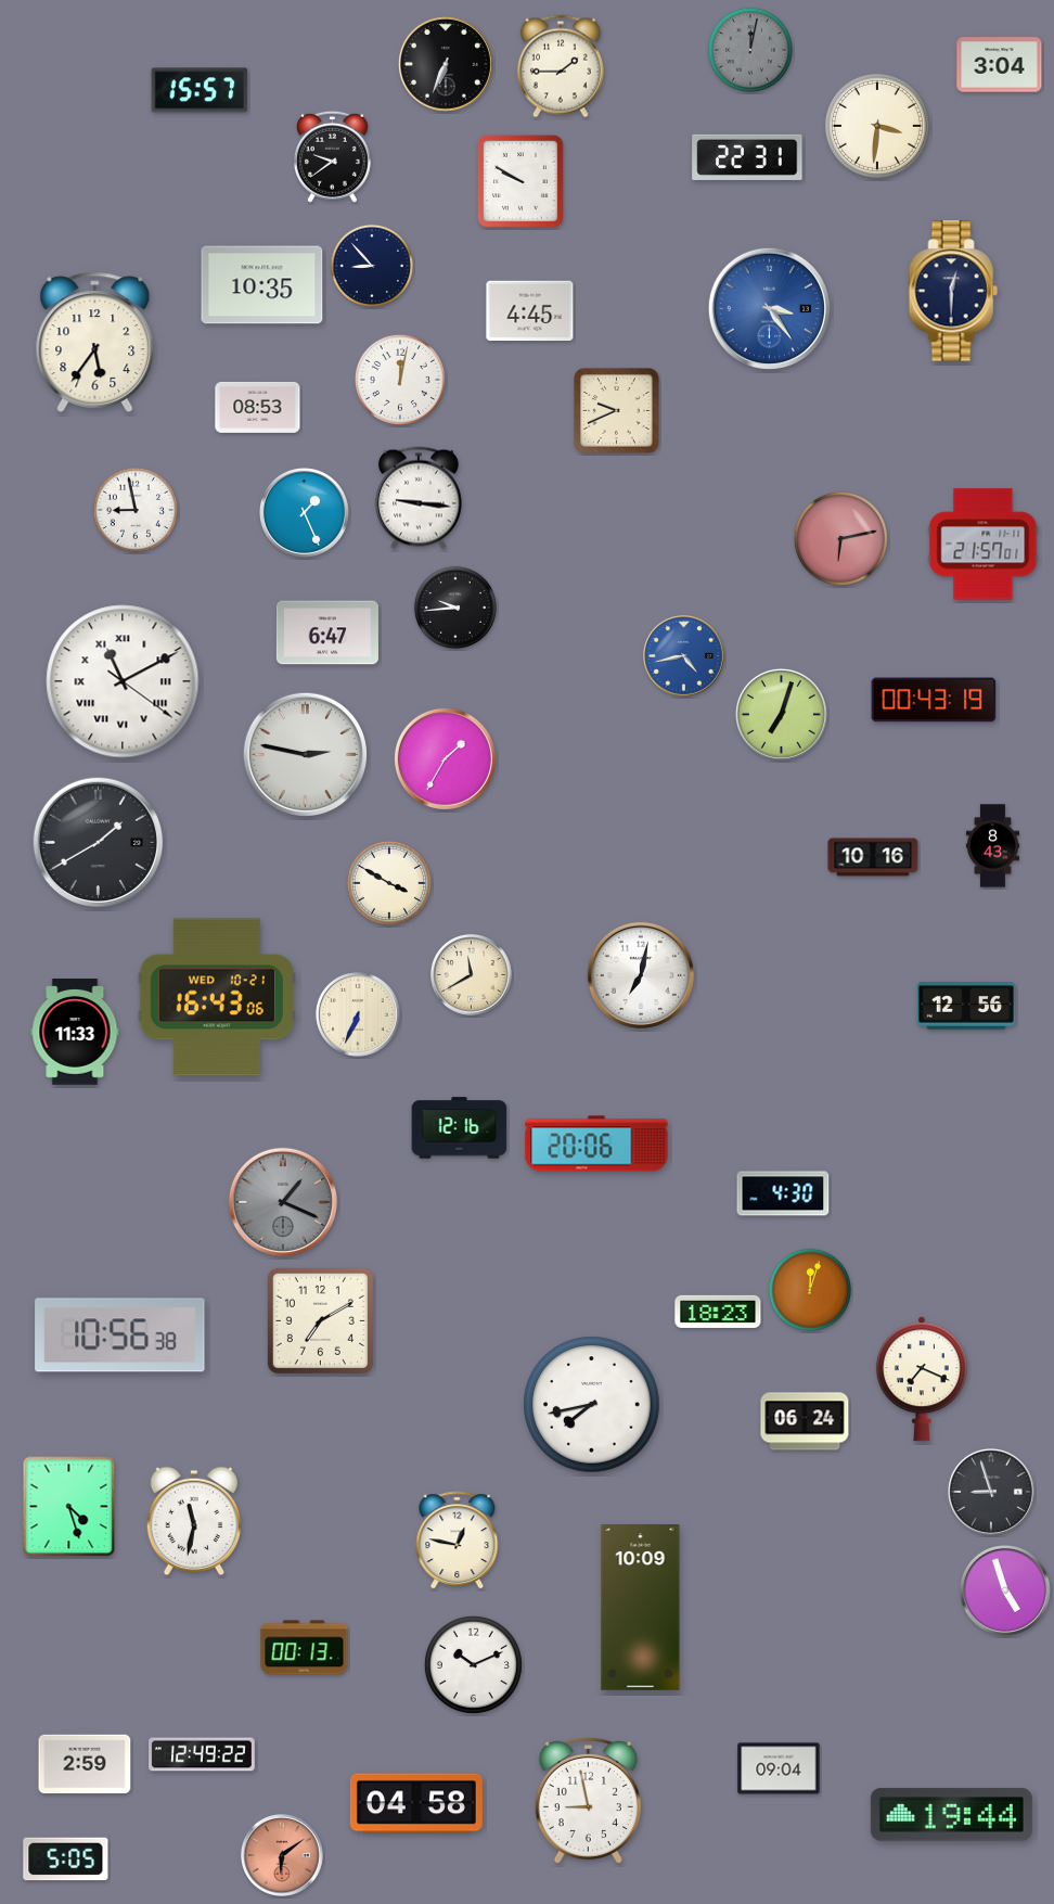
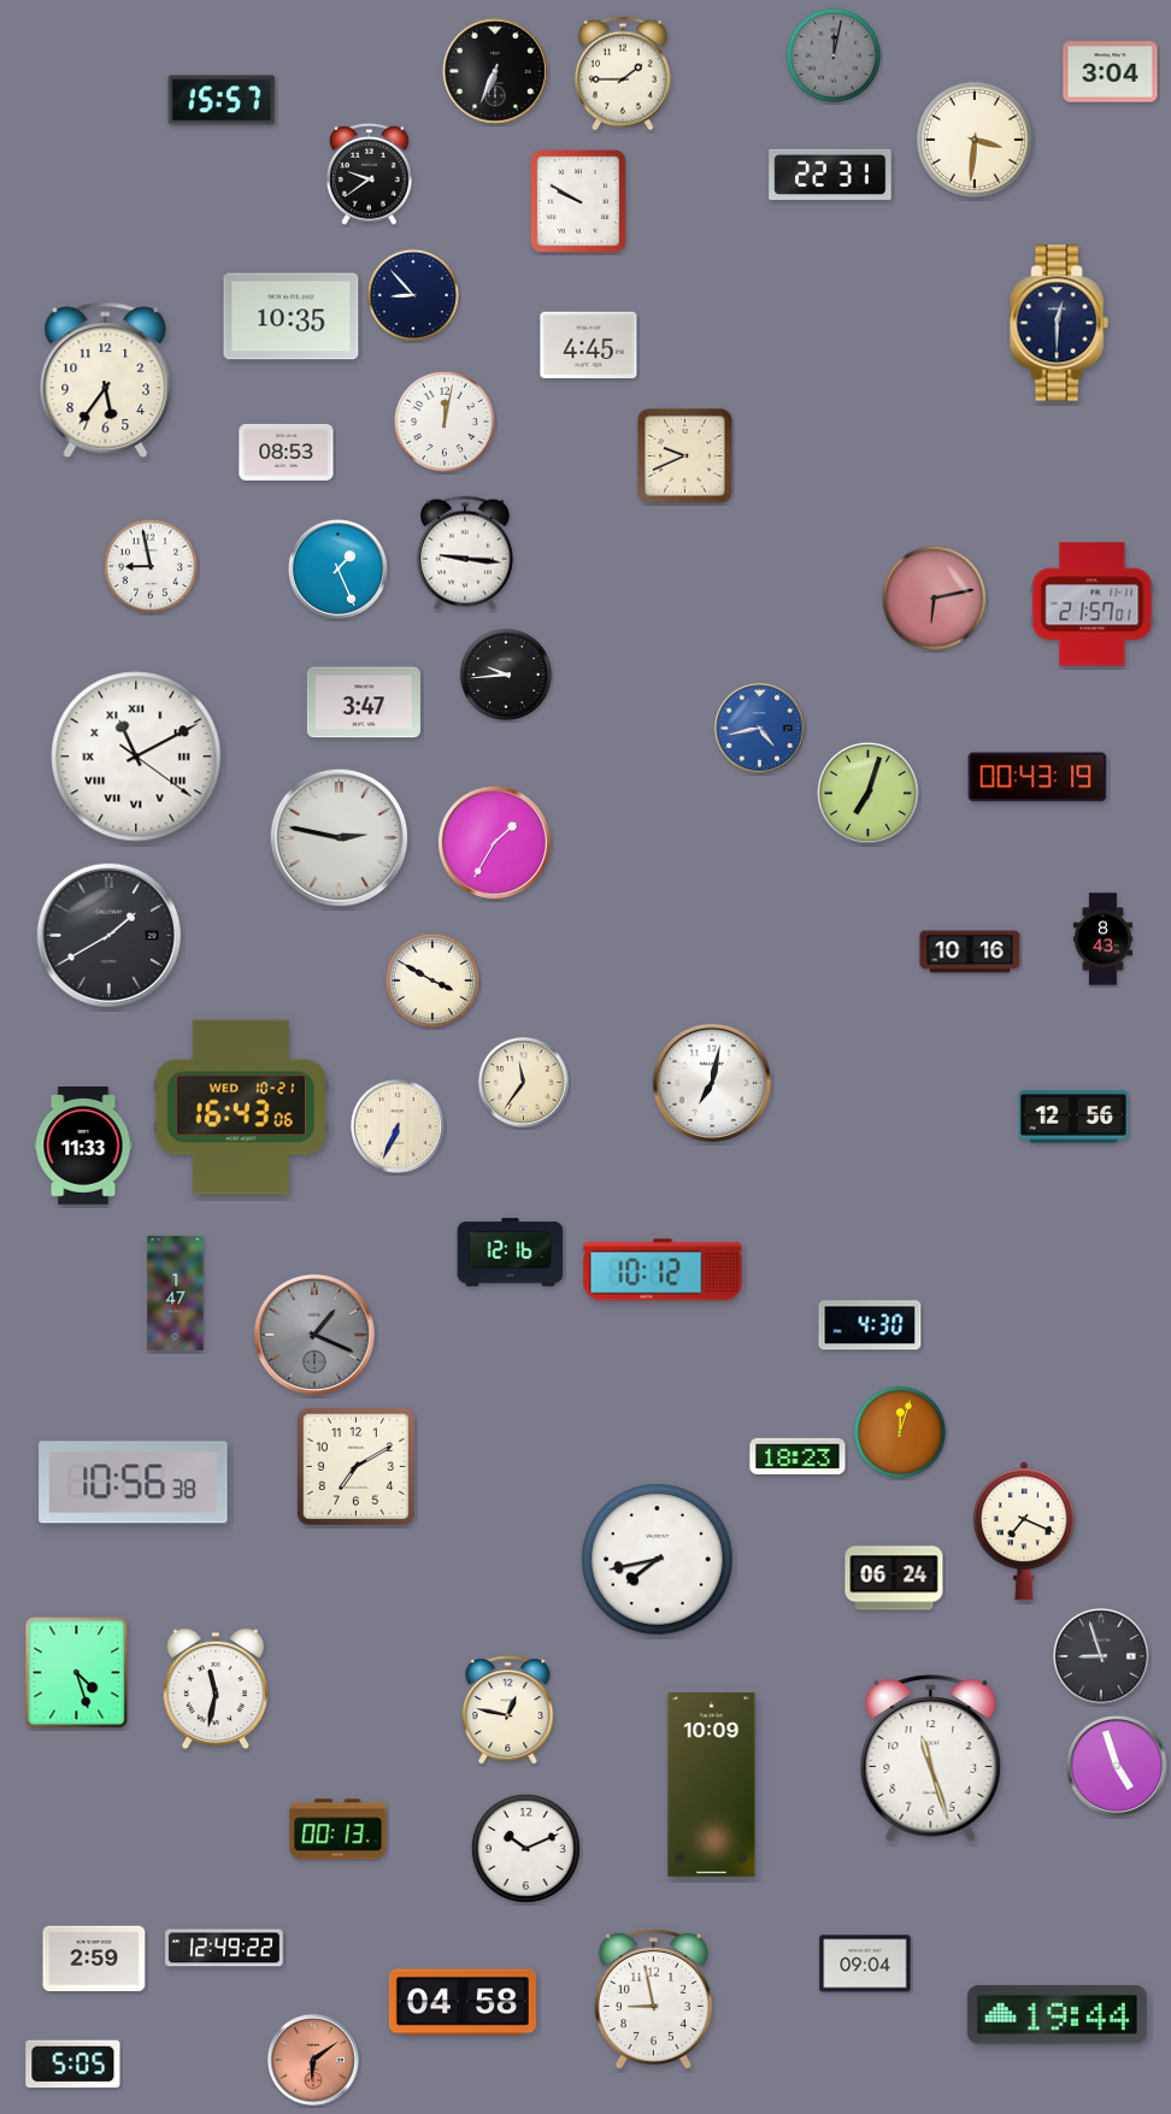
clock at (769, 308): 3:24 -> none
clock at (327, 632): 6:47 -> 3:47
clock at (472, 975): 11:40 -> 11:36
clock at (596, 1143): 20:06 -> 10:12
clock at (176, 1292): none -> 1:47
clock at (931, 1759): none -> 11:27
